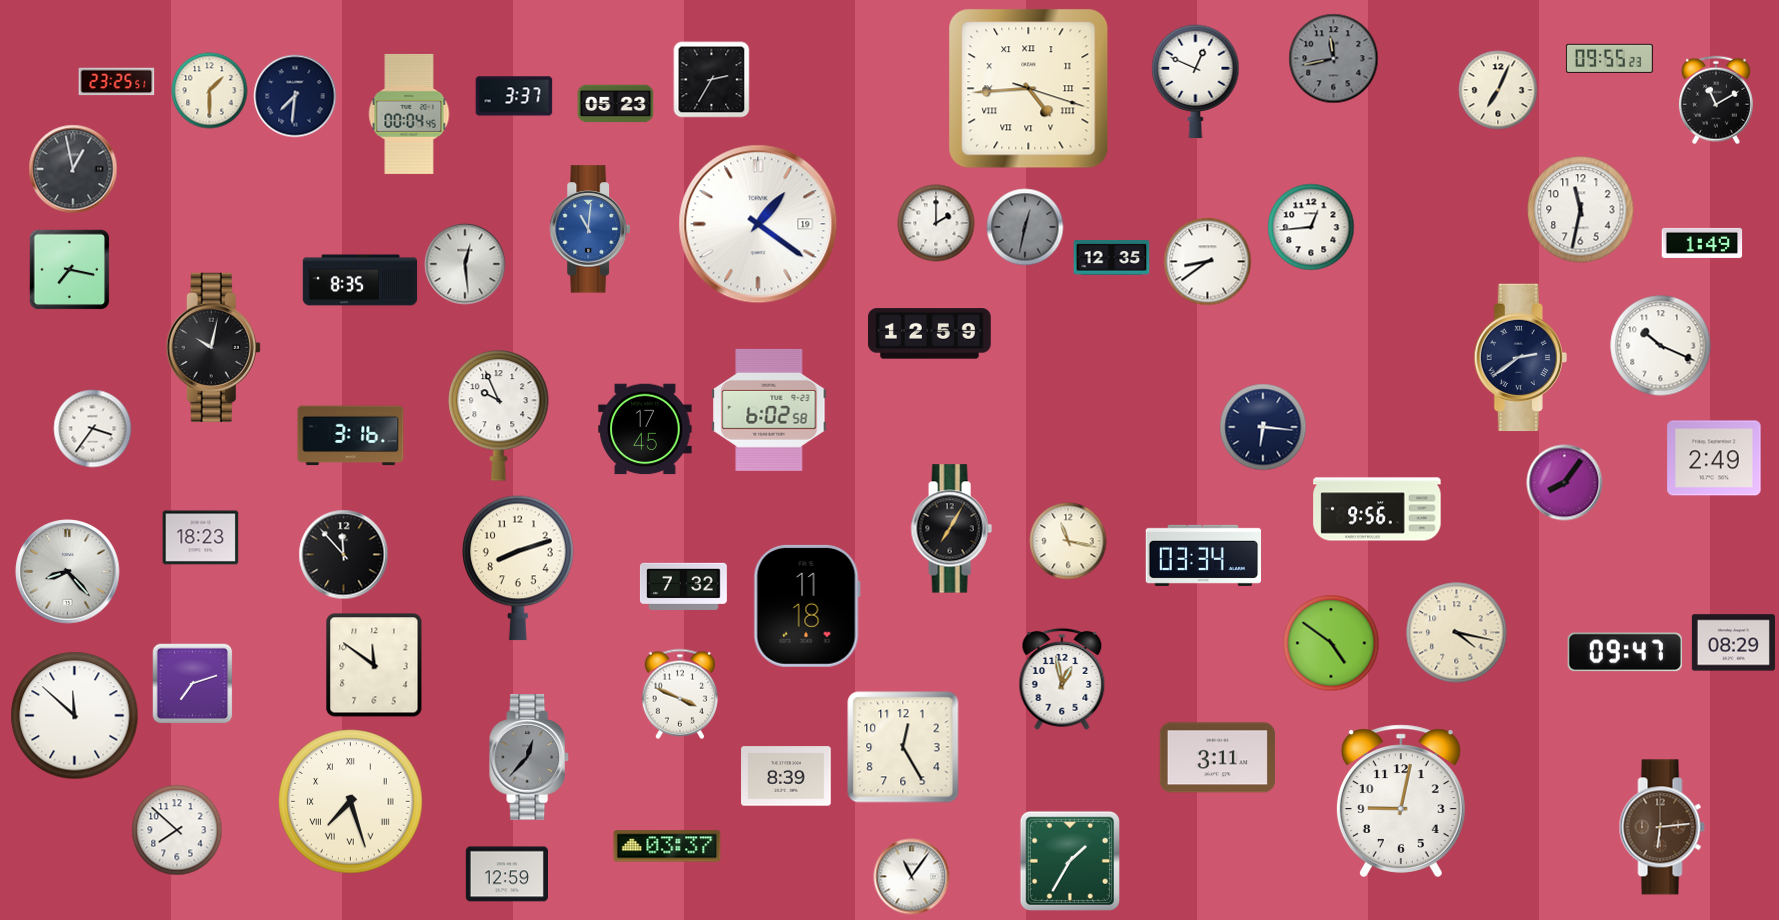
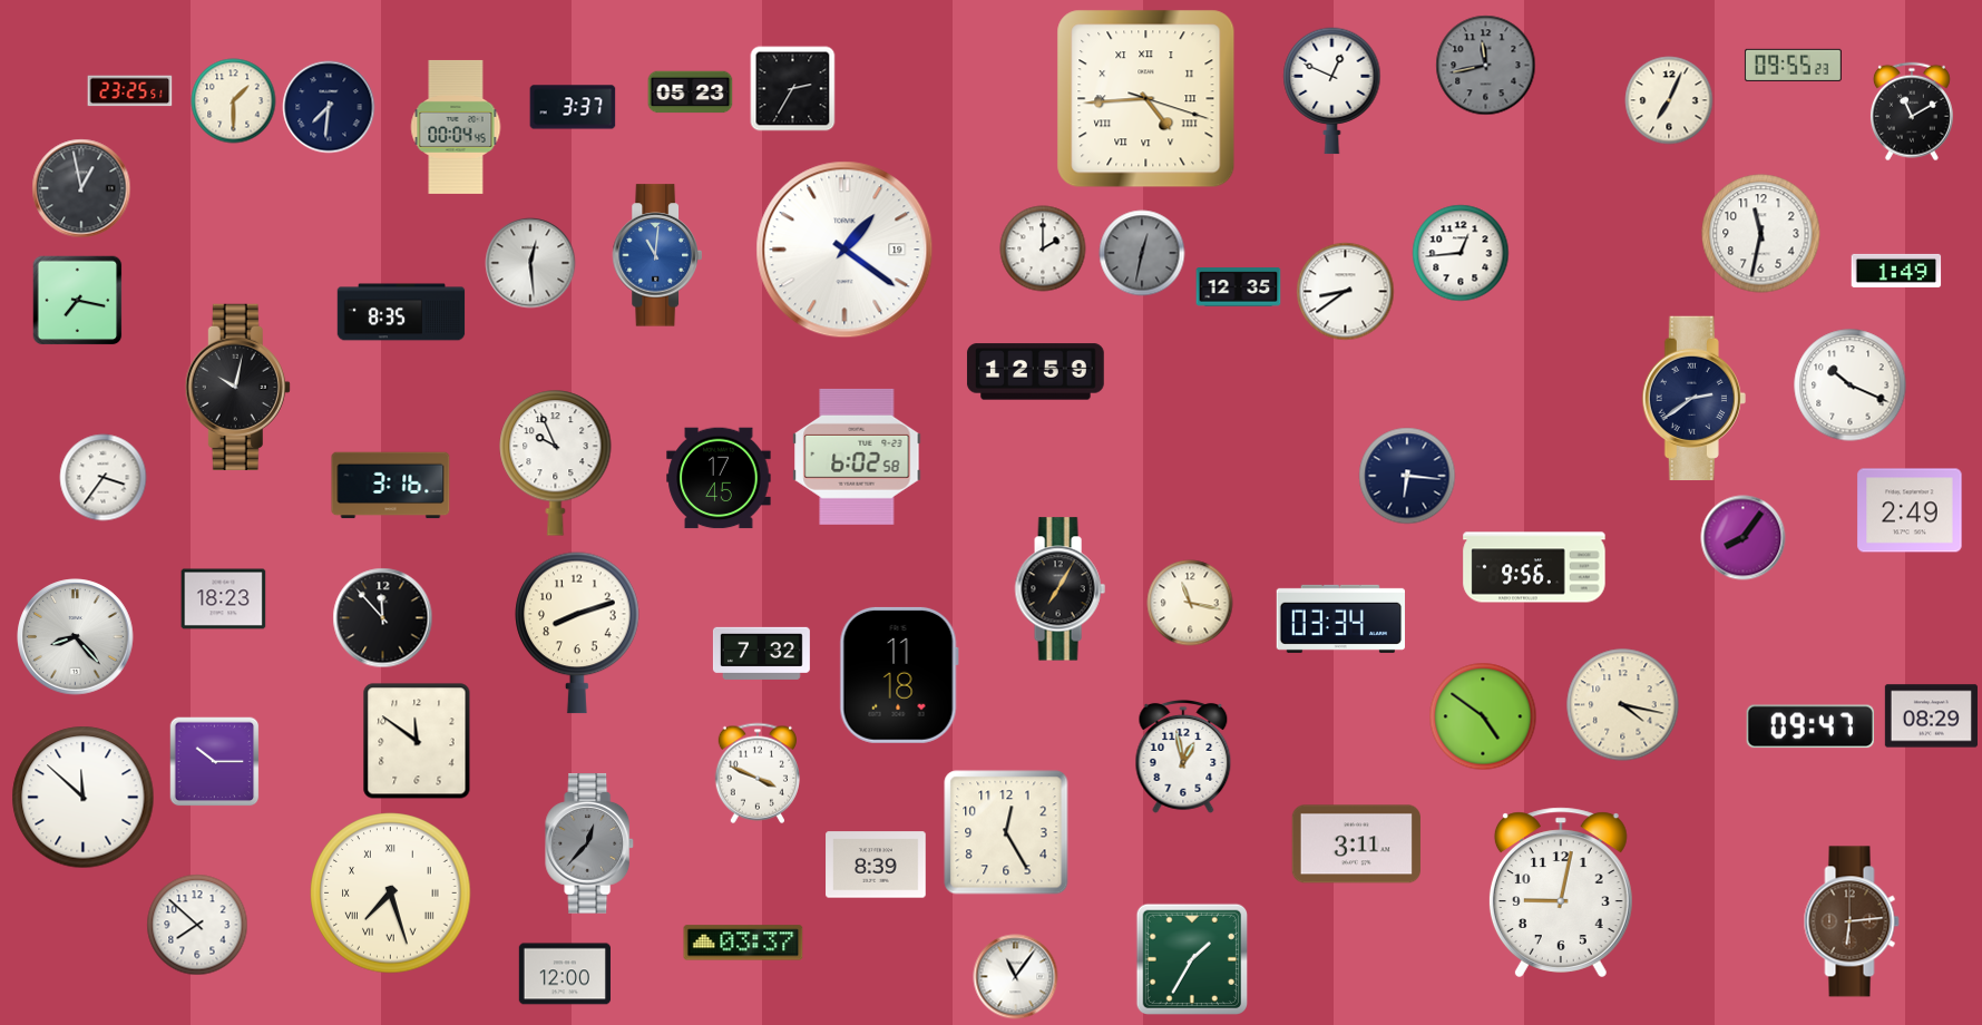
clock at (616, 104) position: (616, 104) -> (691, 92)
clock at (465, 264) position: (465, 264) -> (530, 263)
clock at (193, 684): 7:12 -> 10:15
clock at (507, 874): 12:59 -> 12:00
